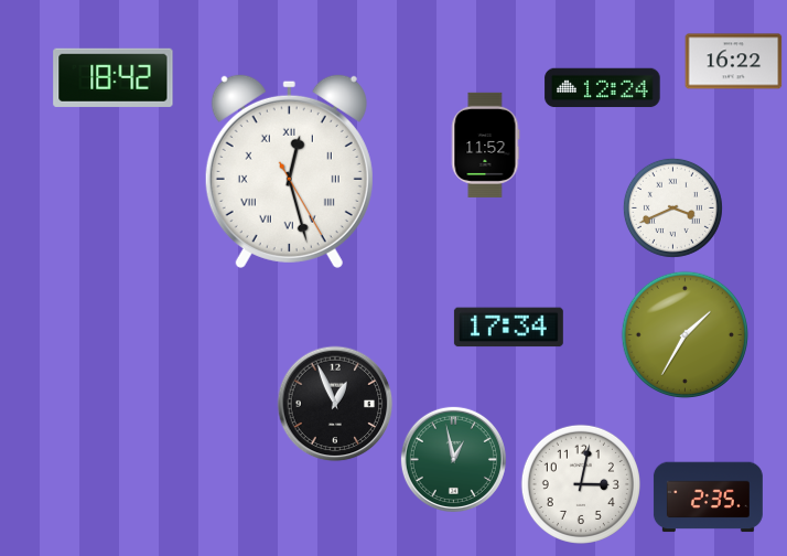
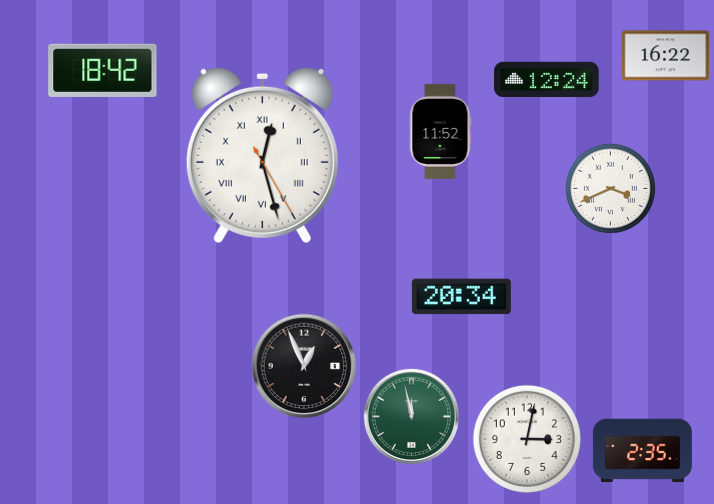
clock at (508, 328): 17:34 -> 20:34
clock at (684, 334): 1:35 -> none
clock at (453, 459): 12:58 -> 11:58
